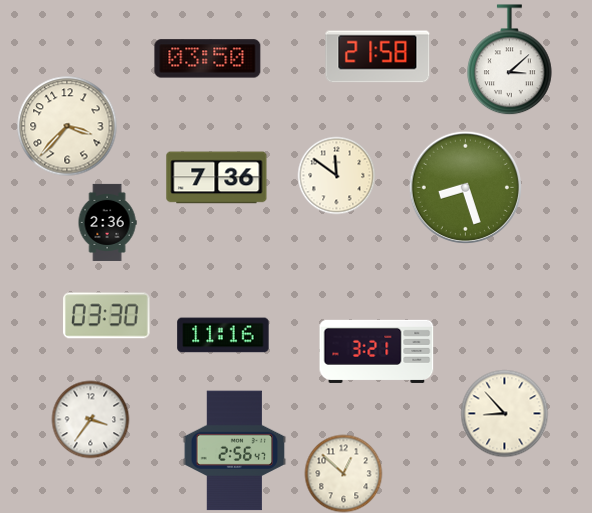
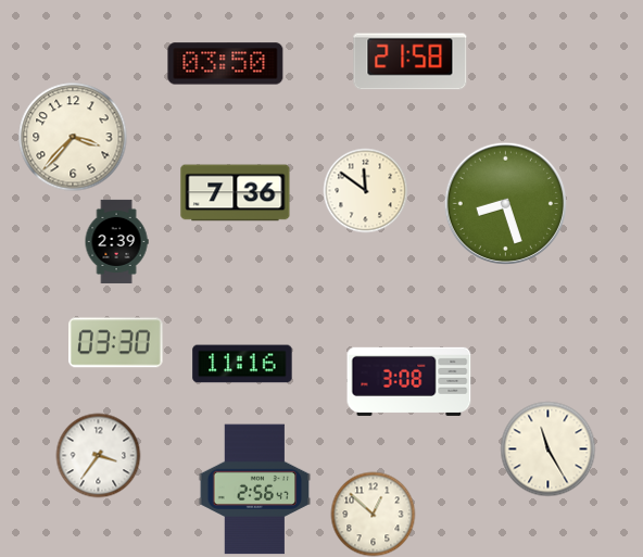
clock at (510, 60): 3:08 -> none
clock at (107, 222): 2:36 -> 2:39
clock at (377, 351): 3:21 -> 3:08
clock at (504, 413): 8:53 -> 11:25
